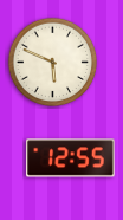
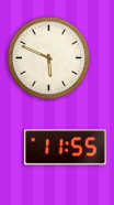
clock at (71, 158): 12:55 -> 11:55
